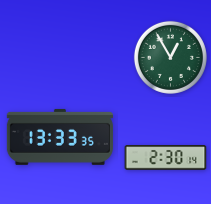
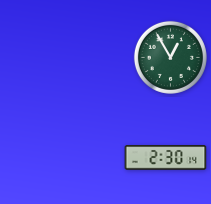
clock at (60, 137): 13:33 -> none
